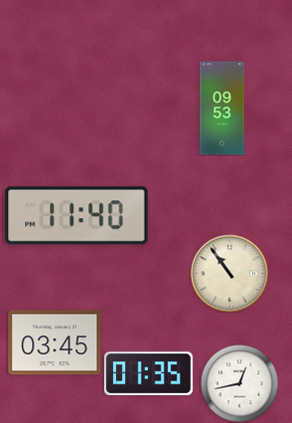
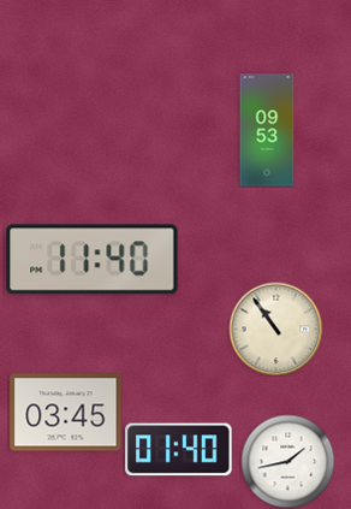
clock at (149, 374): 01:35 -> 01:40
clock at (239, 383): 12:43 -> 1:43
